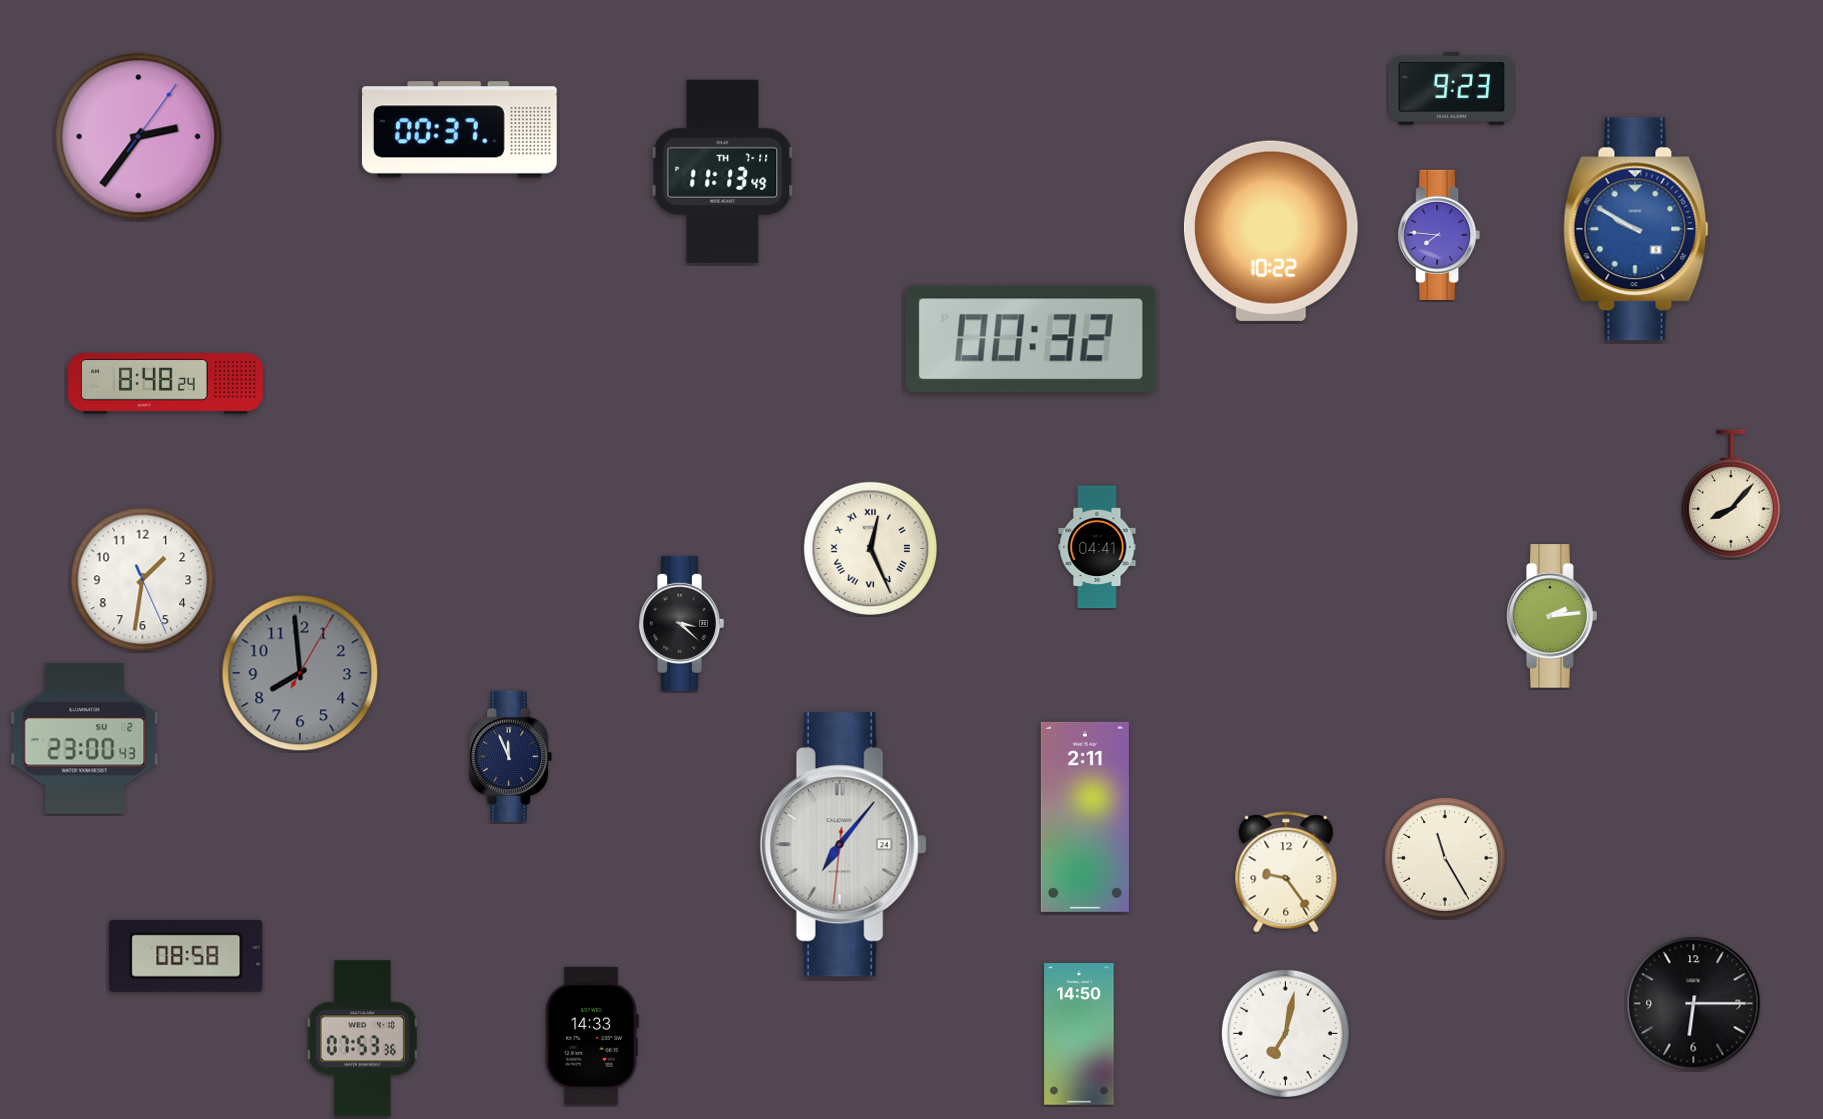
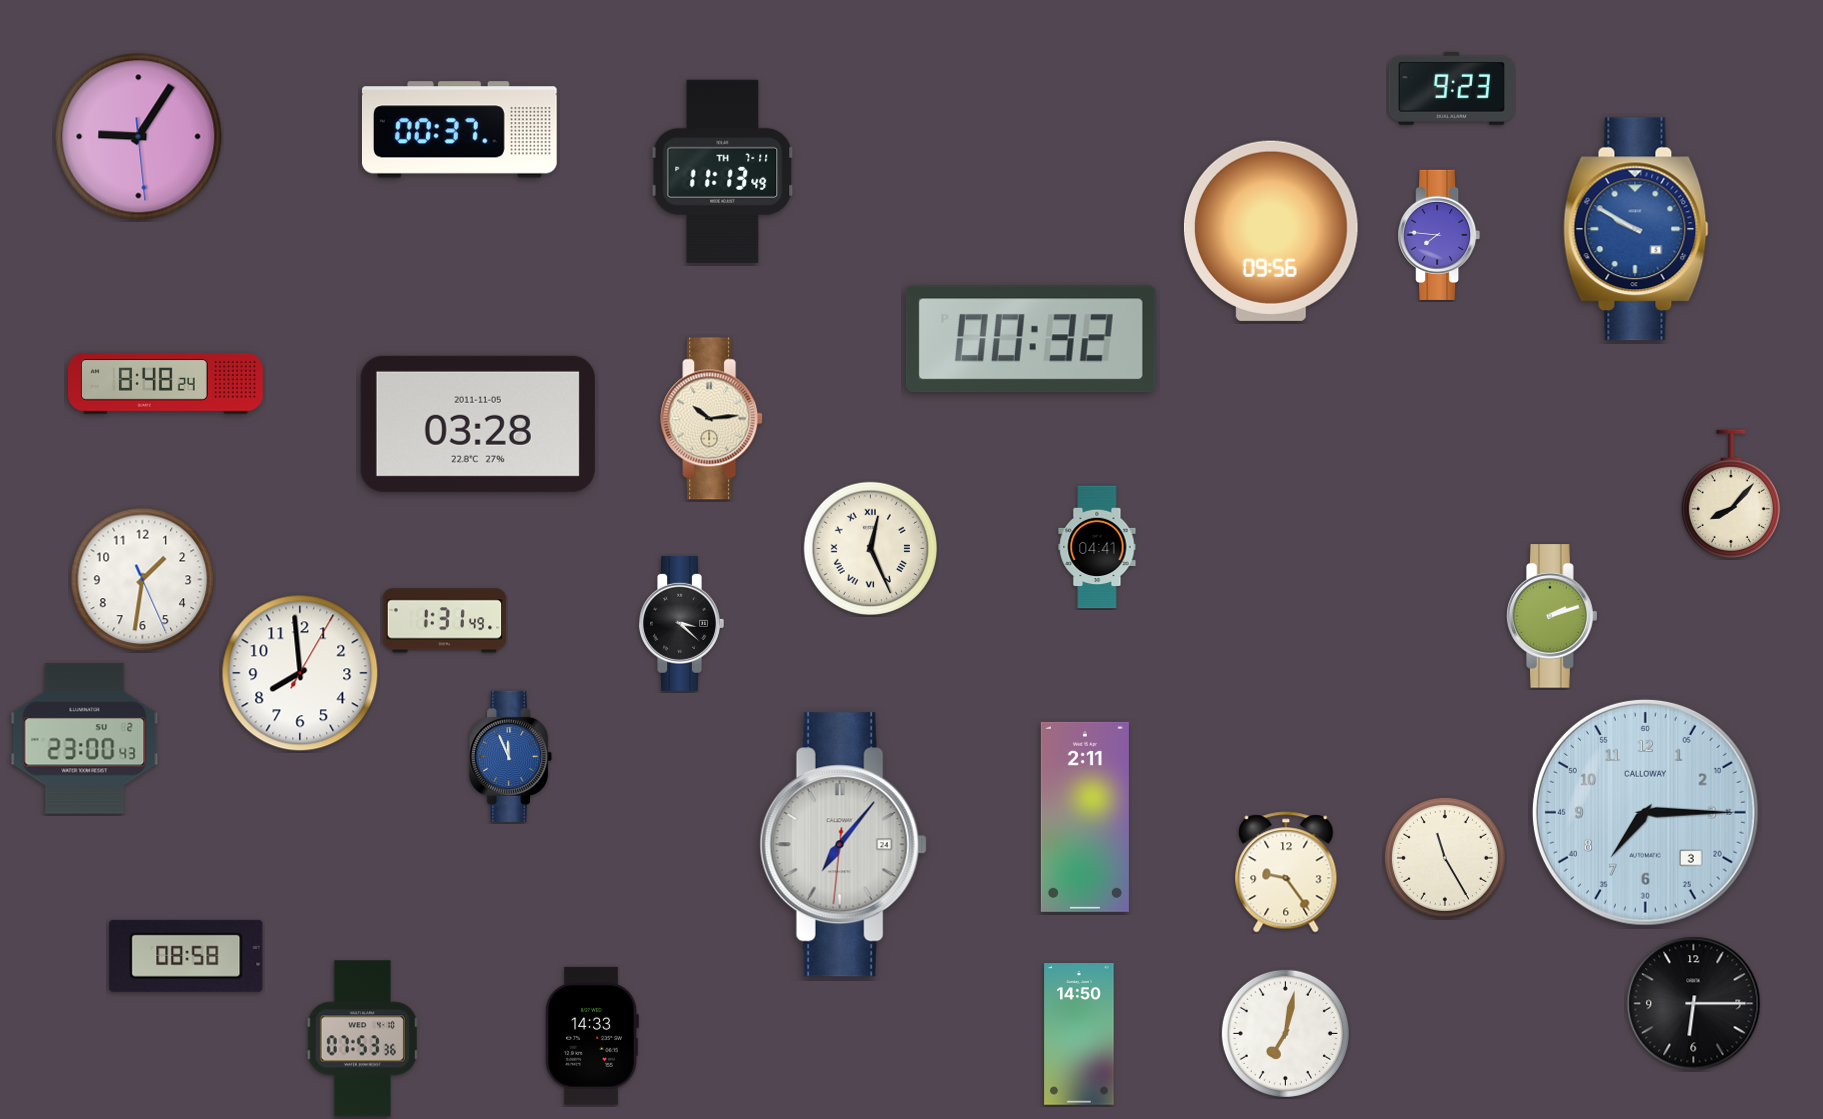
clock at (139, 137): 2:36 -> 9:05
clock at (1271, 231): 10:22 -> 09:56
clock at (712, 419): none -> 10:14
clock at (478, 424): none -> 03:28
clock at (1553, 616): 2:14 -> 2:12
clock at (445, 621): none -> 1:31
clock at (300, 673) dial: grey -> white
clock at (511, 756) dial: navy -> blue
clock at (1645, 812): none -> 7:15
